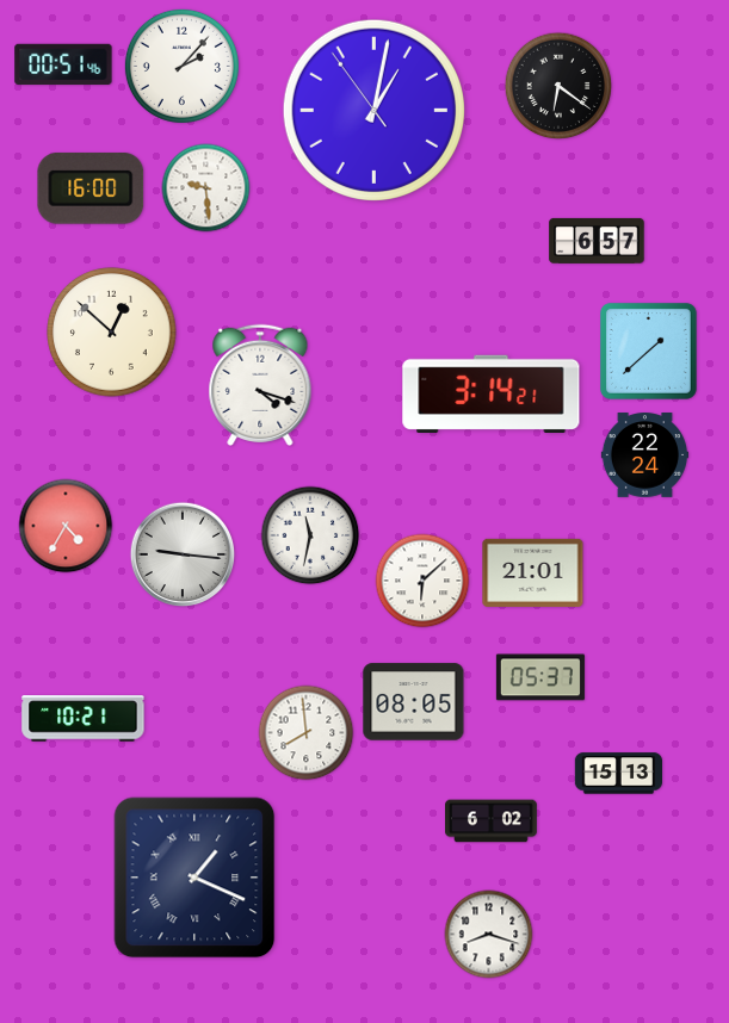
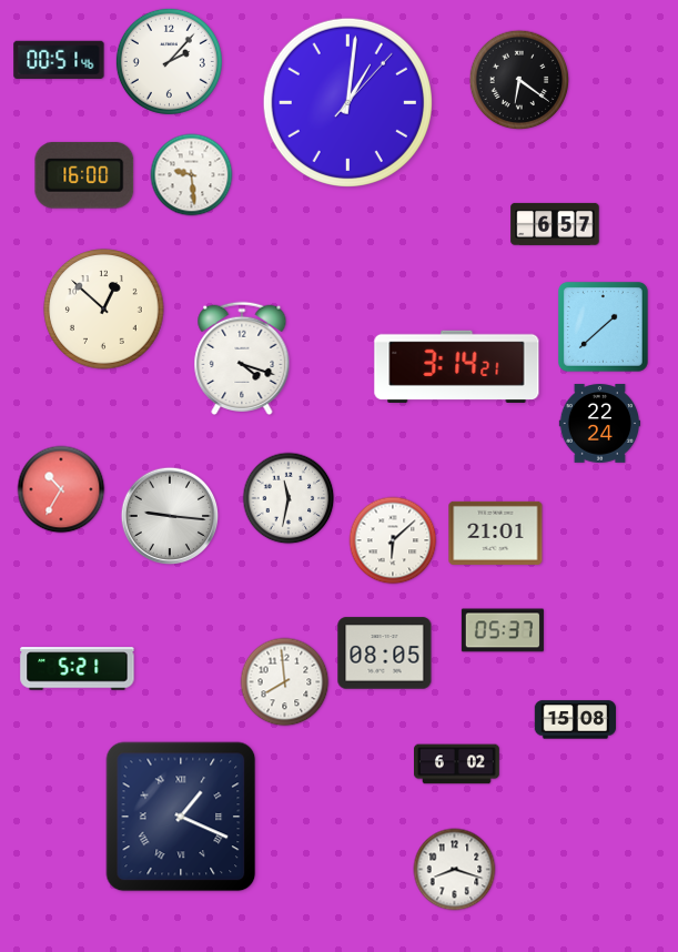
clock at (373, 110): 1:01:54 -> 1:01:07
clock at (66, 526): 4:35 -> 10:35
clock at (84, 719): 10:21 -> 5:21
clock at (618, 774): 15:13 -> 15:08
